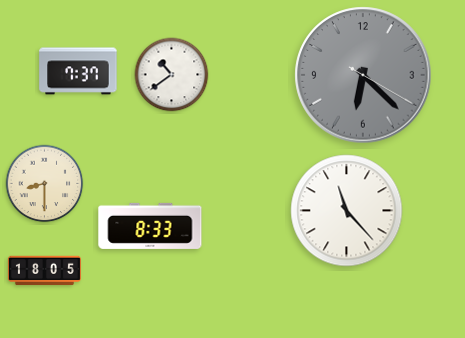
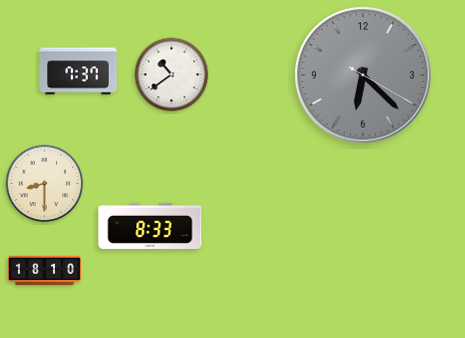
clock at (347, 211): 11:23 -> none
clock at (44, 271): 18:05 -> 18:10
